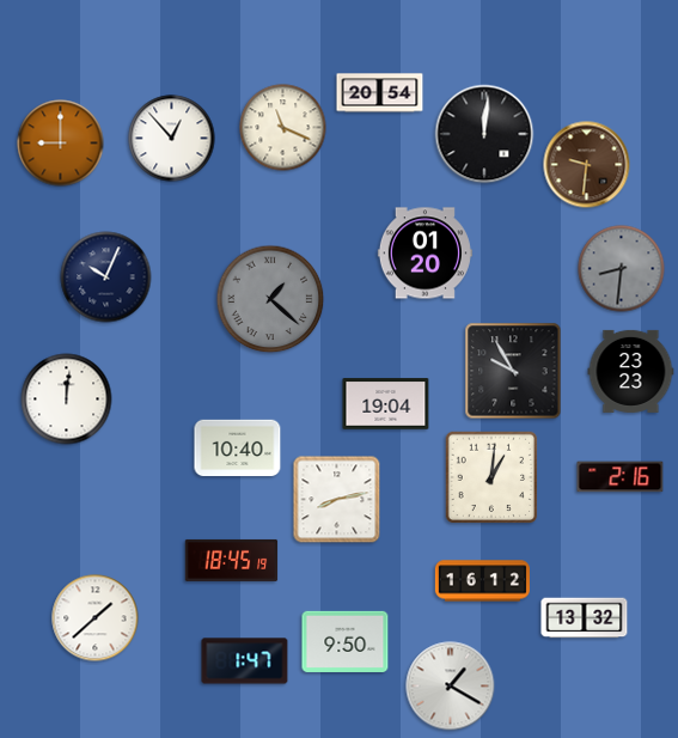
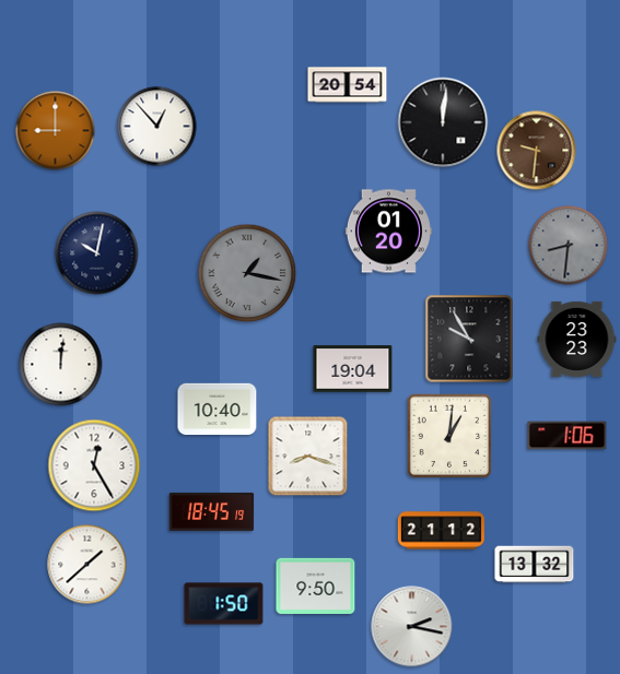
clock at (283, 128): 11:19 -> none
clock at (106, 277): 10:04 -> 10:02
clock at (270, 299): 1:22 -> 1:17
clock at (621, 477): 2:16 -> 1:06
clock at (337, 500): 8:13 -> 8:18
clock at (94, 465): none -> 12:25
clock at (482, 581): 16:12 -> 21:12
clock at (245, 661): 1:47 -> 1:50
clock at (451, 687): 1:20 -> 2:17
